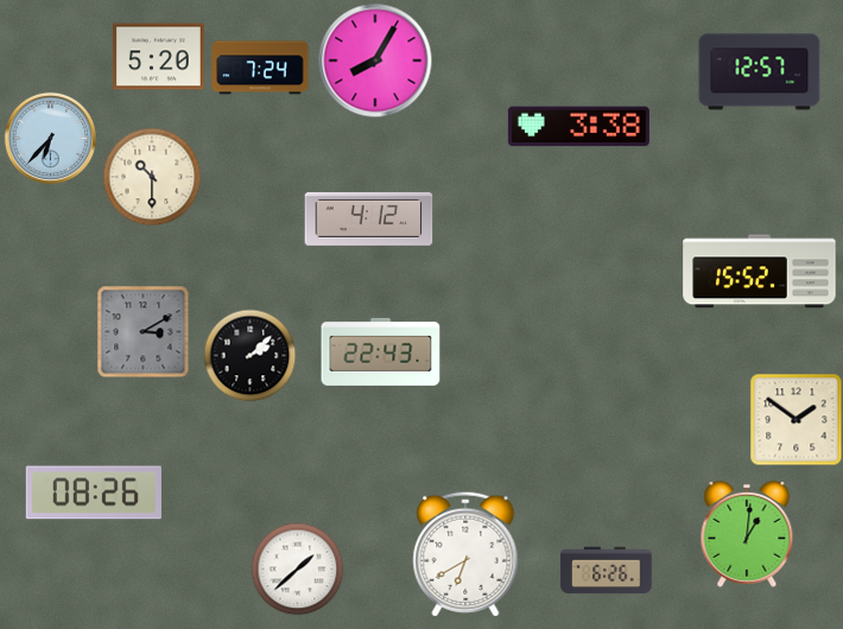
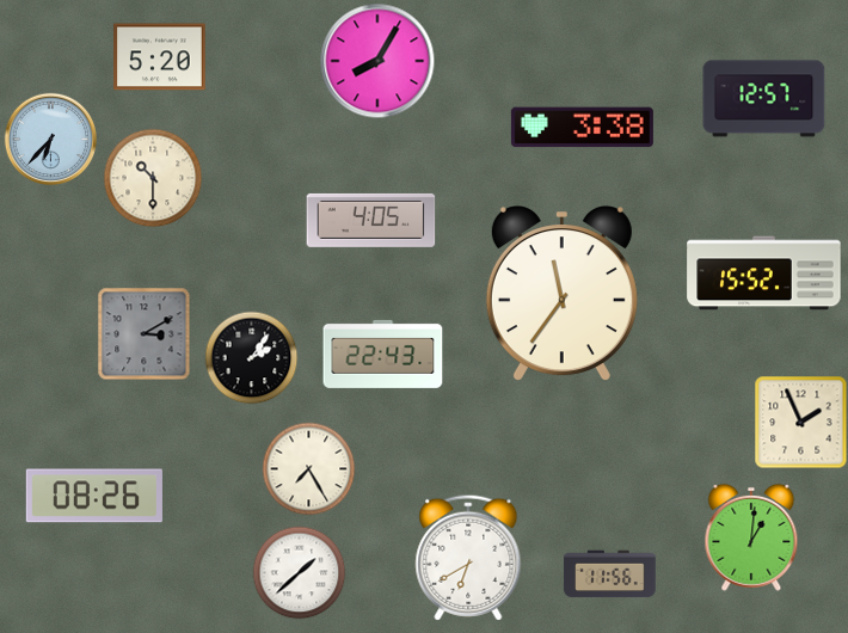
clock at (260, 68): 7:24 -> none
clock at (760, 72) position: (760, 72) -> (764, 99)
clock at (369, 218): 4:12 -> 4:05
clock at (561, 294): none -> 11:36
clock at (249, 355): 2:08 -> 2:06
clock at (796, 419): 1:51 -> 1:56
clock at (308, 468): none -> 7:25
clock at (607, 571): 6:26 -> 11:56
